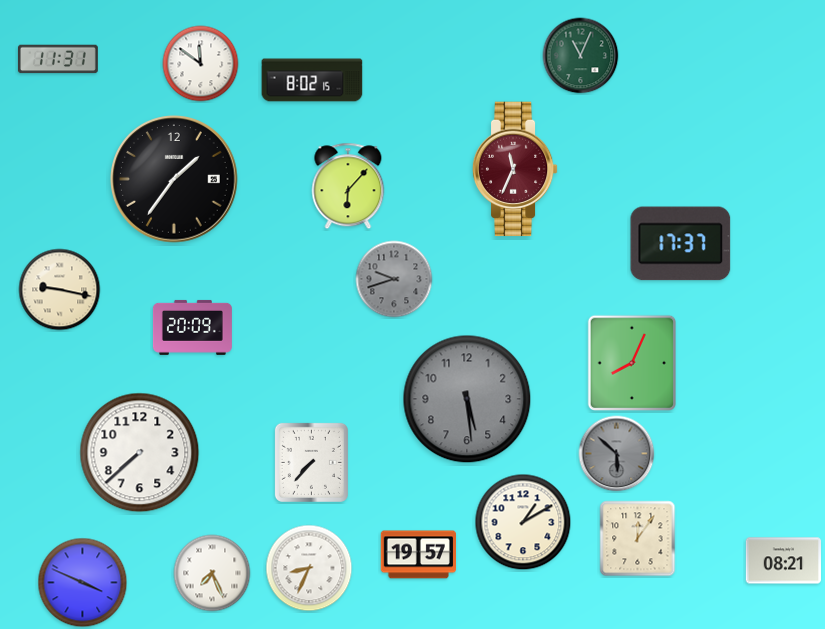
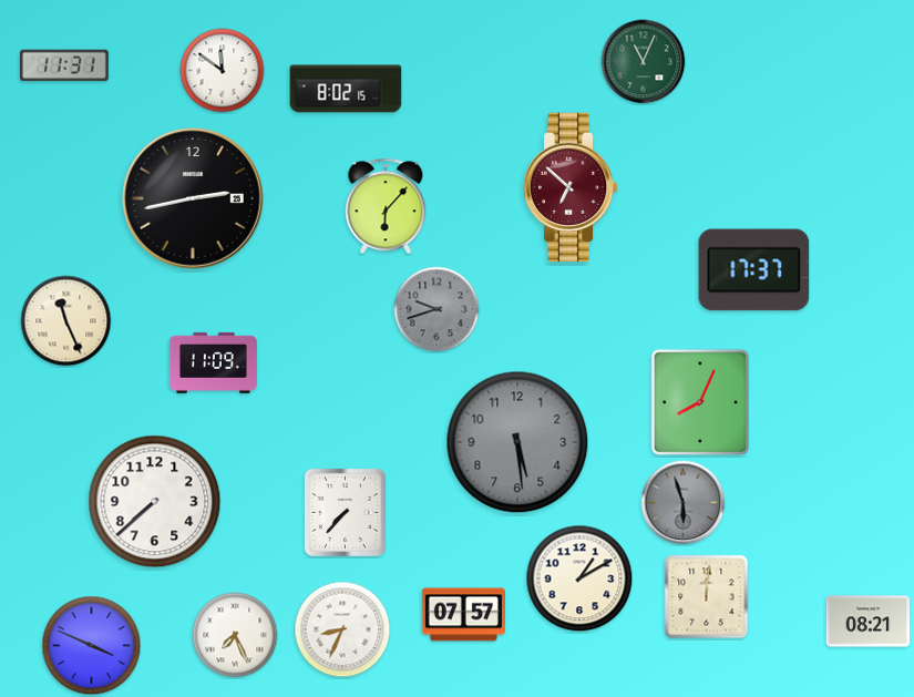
clock at (515, 169): 11:34 -> 6:52
clock at (174, 179): 1:36 -> 2:43
clock at (60, 290): 9:17 -> 11:26
clock at (192, 327): 20:09 -> 11:09
clock at (617, 454): 5:52 -> 5:57
clock at (638, 539): 12:06 -> 12:01
clock at (418, 555): 19:57 -> 07:57
